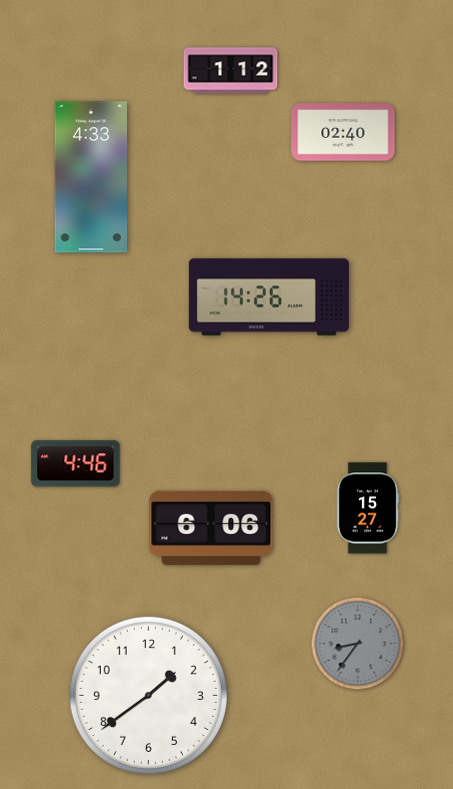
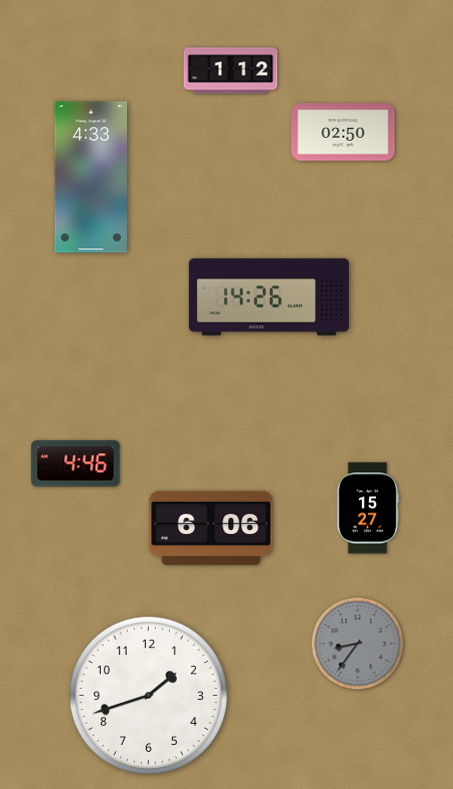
clock at (343, 132): 02:40 -> 02:50
clock at (148, 695): 1:39 -> 1:42
